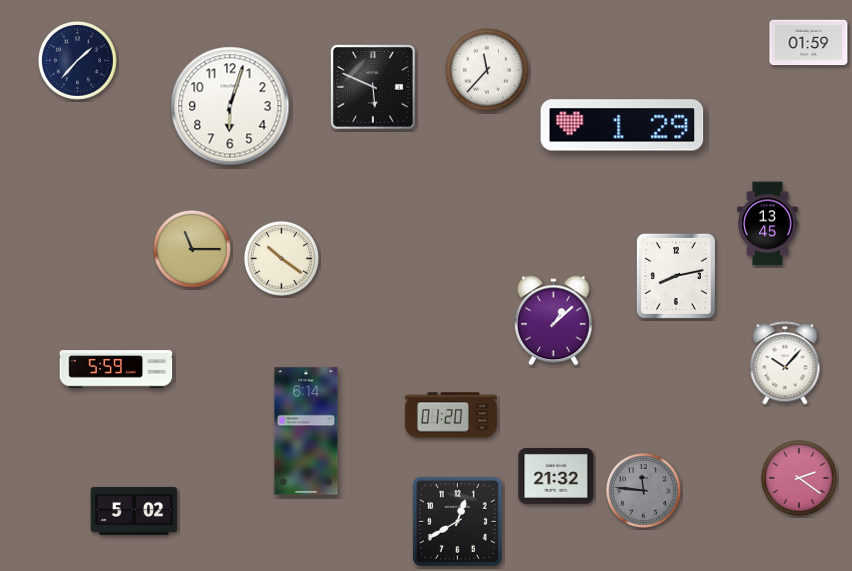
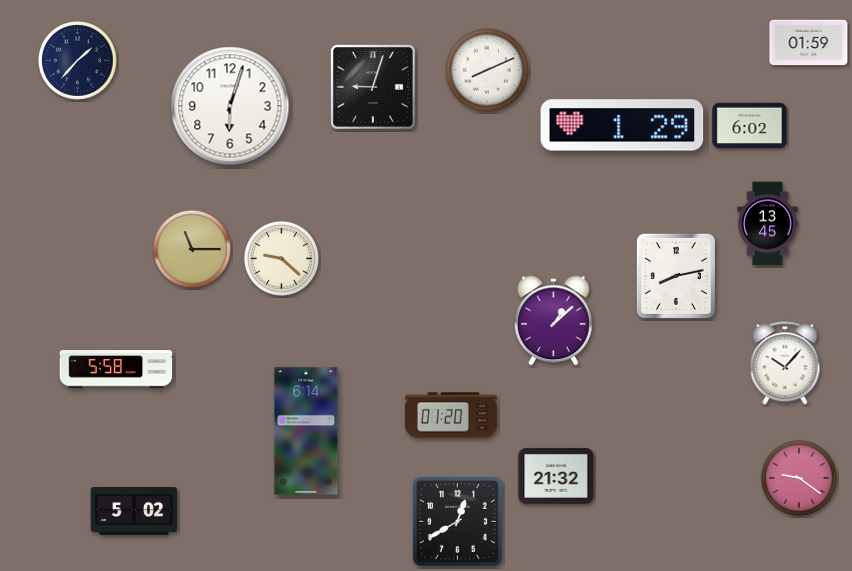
clock at (488, 71): 11:37 -> 8:11
clock at (374, 88): 5:49 -> 9:03
clock at (750, 126): none -> 6:02
clock at (281, 258): 10:21 -> 9:22
clock at (116, 369): 5:59 -> 5:58
clock at (799, 478): 2:21 -> 9:21
clock at (643, 490): 11:46 -> none
